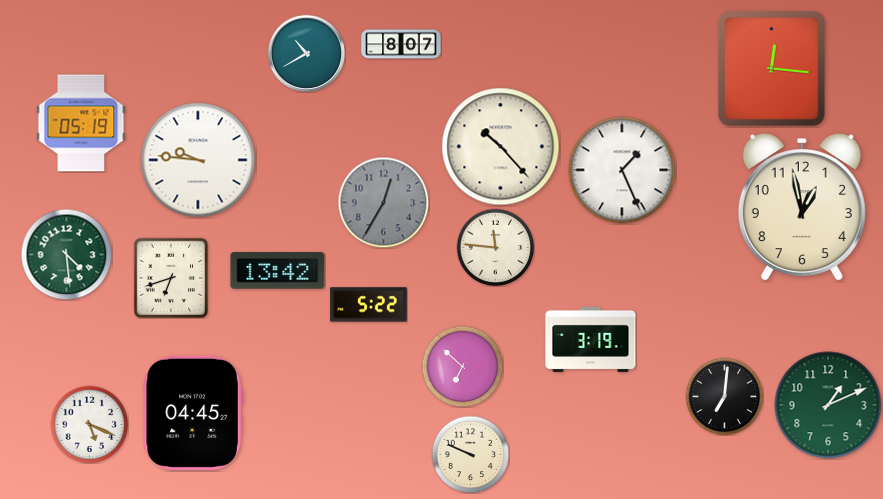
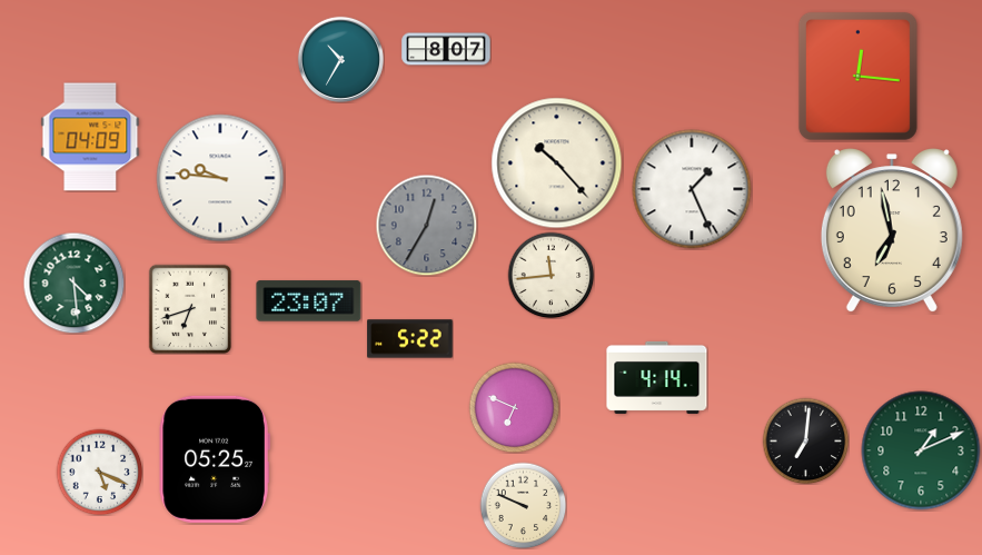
clock at (306, 53): 10:40 -> 10:35
clock at (81, 123): 05:19 -> 04:09
clock at (802, 207): 12:58 -> 6:58
clock at (495, 247): 11:46 -> 11:44
clock at (278, 271): 13:42 -> 23:07
clock at (591, 339): 3:19 -> 4:14
clock at (462, 366): 6:52 -> 6:49
clock at (193, 413): 04:45 -> 05:25
